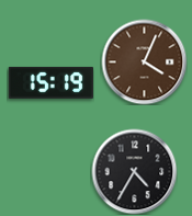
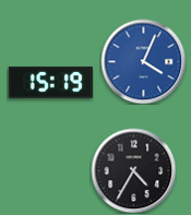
clock at (144, 61) dial: brown -> blue
